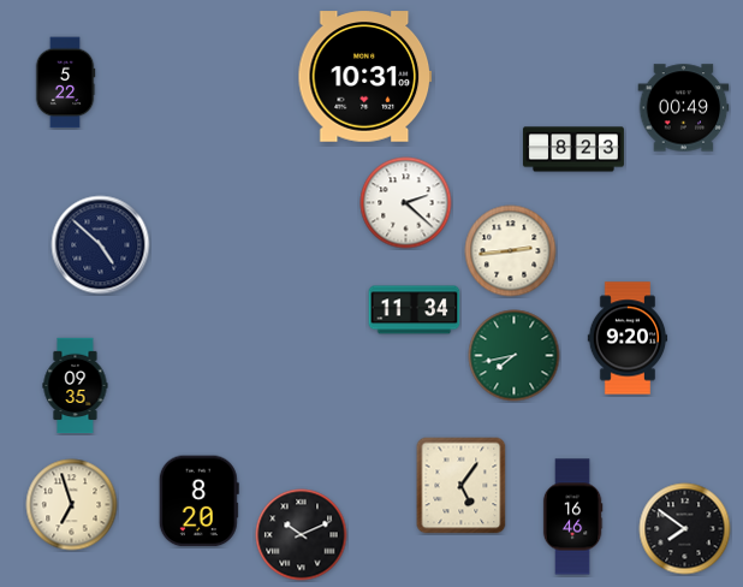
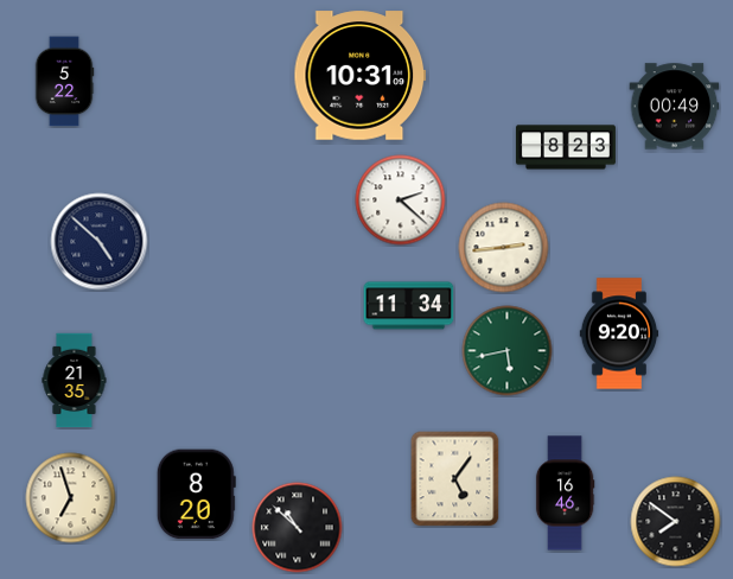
clock at (515, 356): 7:43 -> 5:43
clock at (76, 386): 09:35 -> 21:35
clock at (572, 517) position: (572, 517) -> (565, 494)
clock at (302, 535): 10:11 -> 10:52
